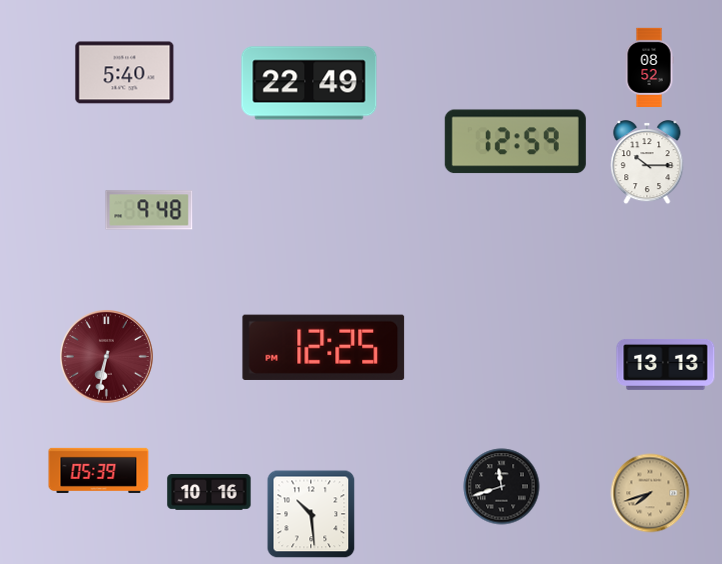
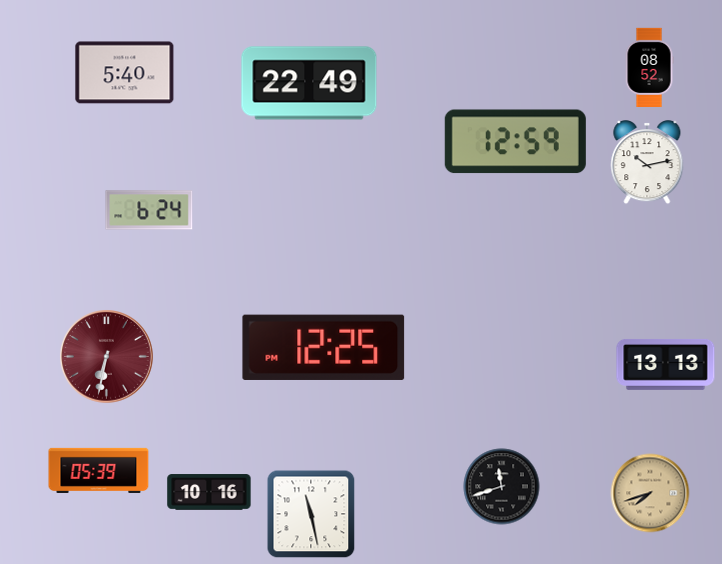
clock at (647, 163): 10:15 -> 10:13
clock at (149, 210): 9:48 -> 6:24
clock at (311, 514): 10:29 -> 11:28
